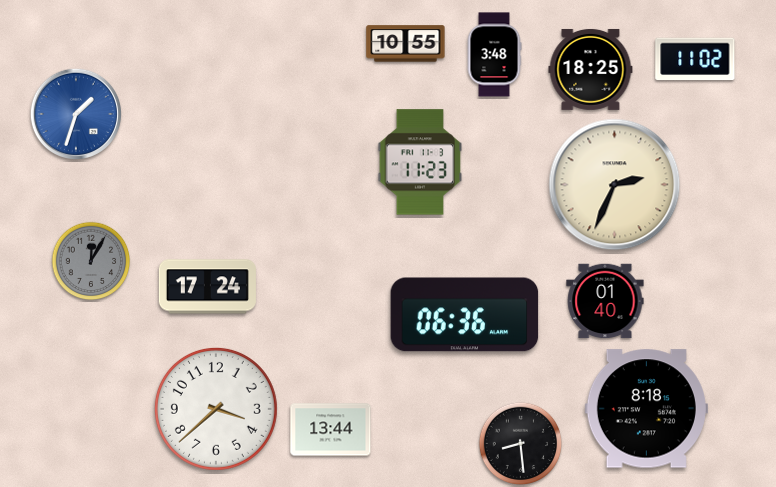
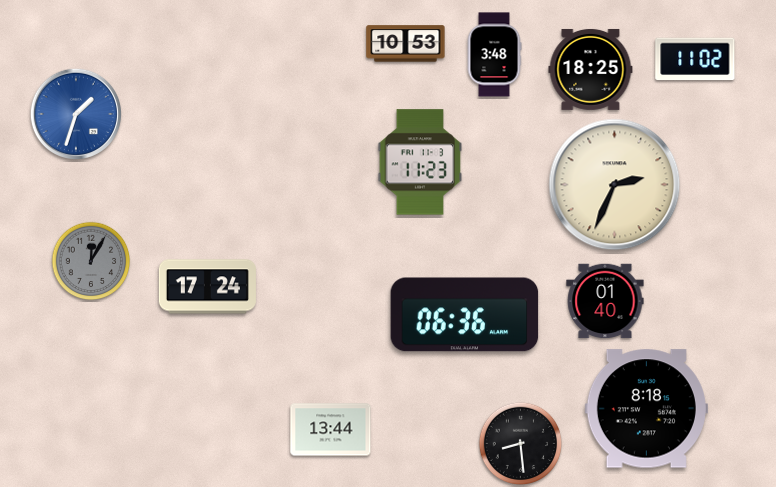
clock at (406, 44): 10:55 -> 10:53
clock at (216, 409): 3:38 -> none
